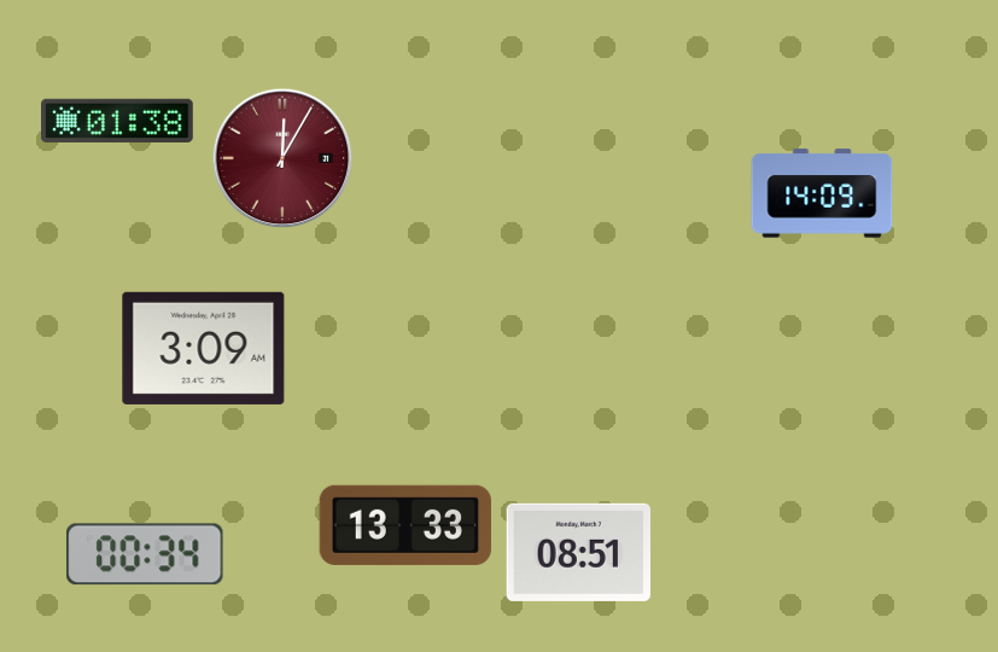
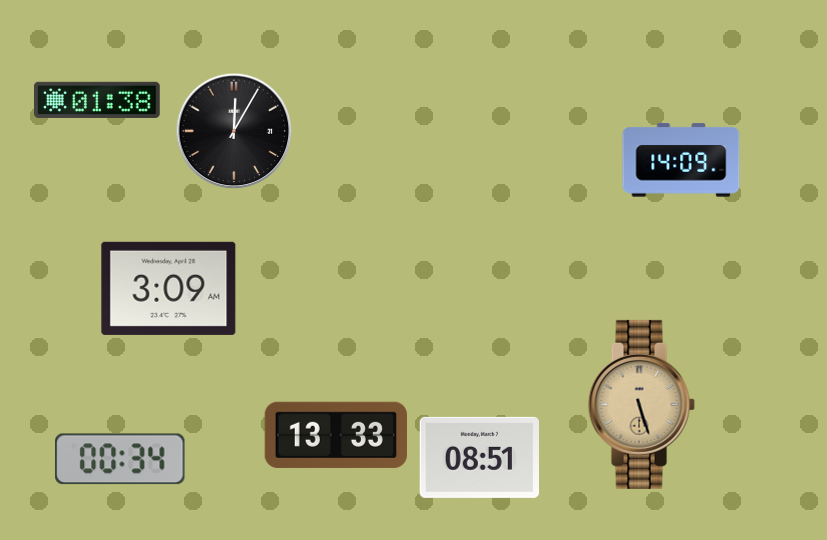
clock at (282, 158) dial: burgundy -> black
clock at (641, 404): none -> 5:27
